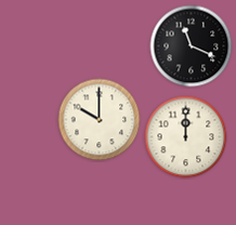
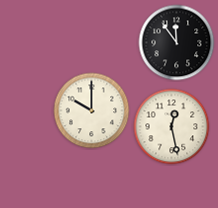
clock at (192, 47): 11:19 -> 11:54
clock at (186, 137): 12:00 -> 12:28
